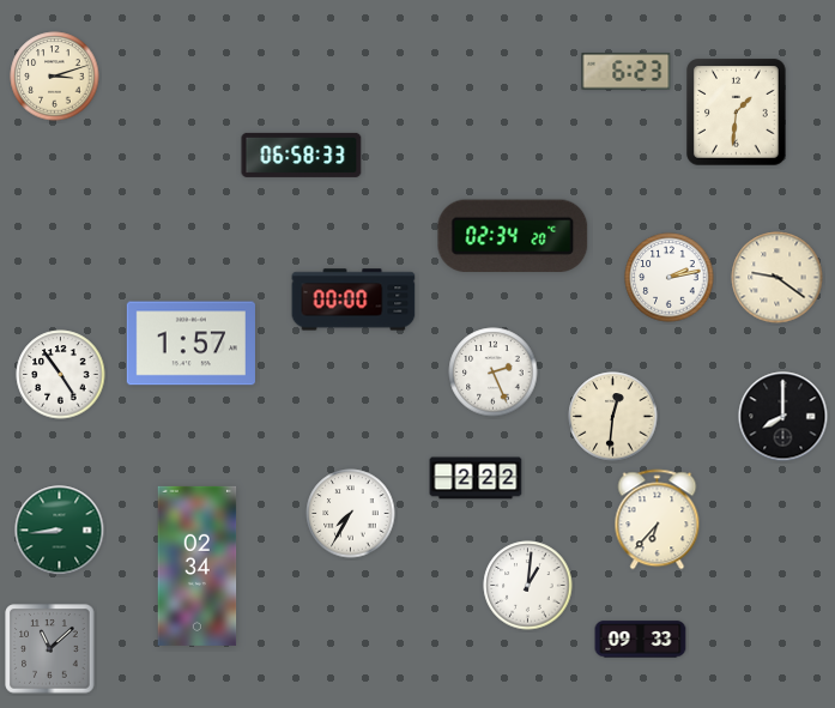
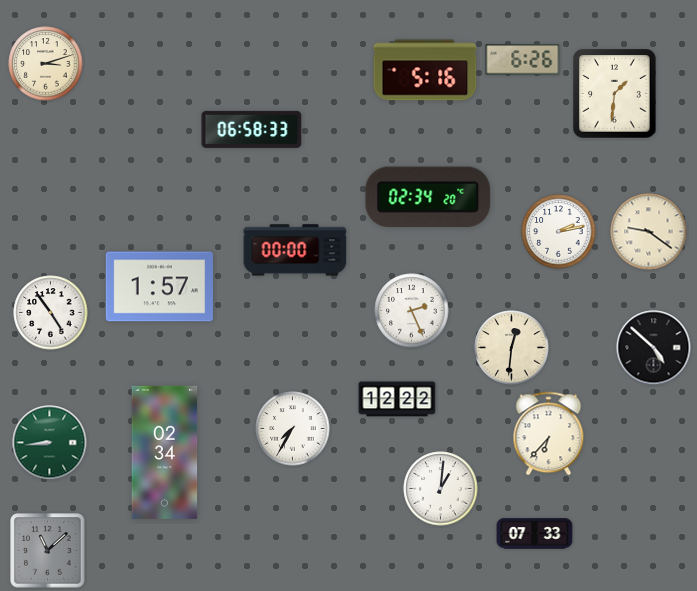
clock at (627, 72): 6:23 -> 6:26
clock at (425, 70): none -> 5:16
clock at (783, 417): 8:00 -> 4:52
clock at (476, 478): 2:22 -> 12:22
clock at (198, 565) position: (198, 565) -> (165, 452)
clock at (641, 640): 09:33 -> 07:33
clock at (50, 649) position: (50, 649) -> (48, 551)
